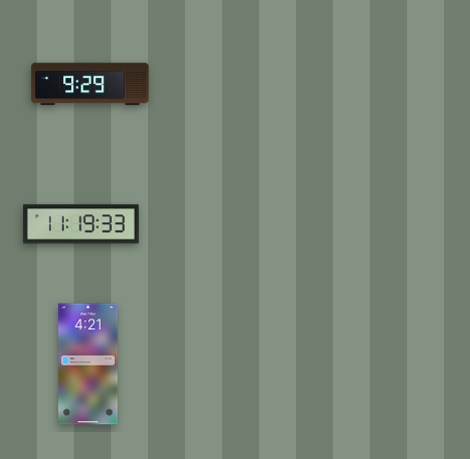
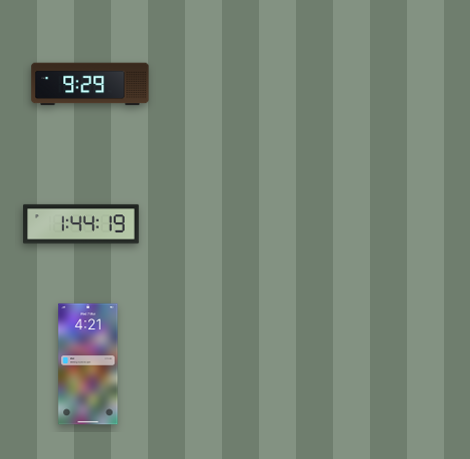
clock at (81, 224): 11:19 -> 1:44
